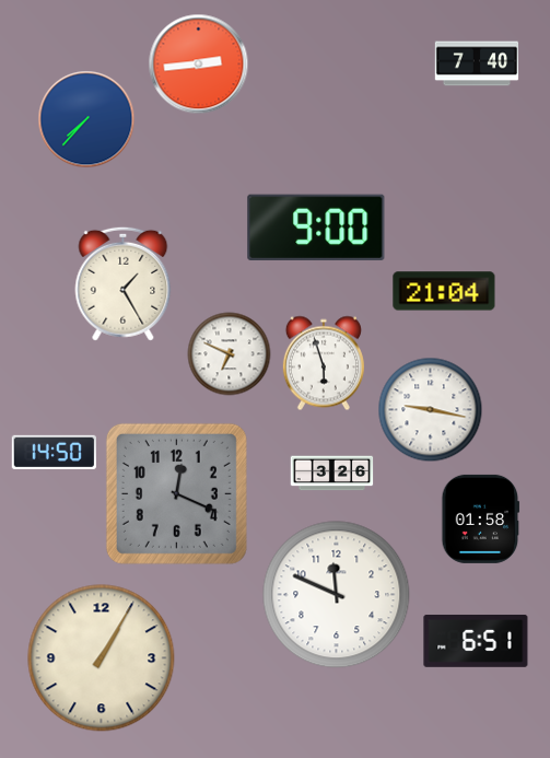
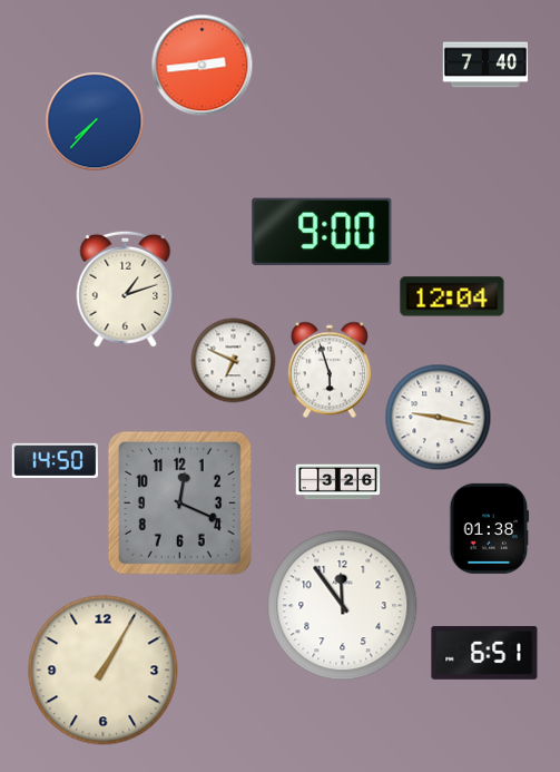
clock at (86, 119) position: (86, 119) -> (95, 121)
clock at (124, 283): 1:25 -> 1:12
clock at (444, 291): 21:04 -> 12:04
clock at (481, 518): 01:58 -> 01:38
clock at (337, 595): 11:49 -> 11:54
